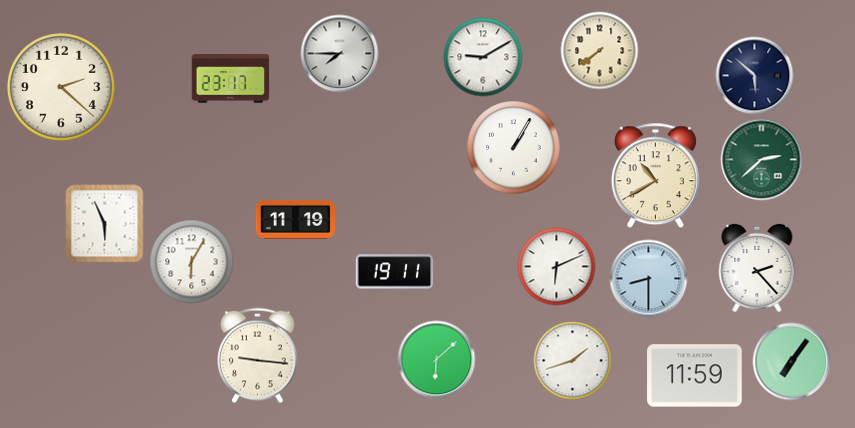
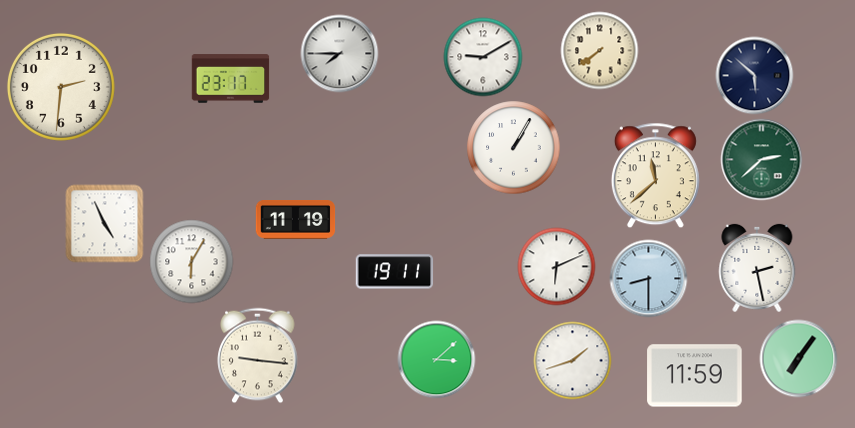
clock at (61, 87): 2:22 -> 2:31
clock at (655, 175): 10:40 -> 11:38
clock at (104, 223): 5:56 -> 4:56
clock at (757, 268): 2:23 -> 2:28
clock at (436, 359): 6:08 -> 3:08
clock at (791, 361) position: (791, 361) -> (798, 358)
